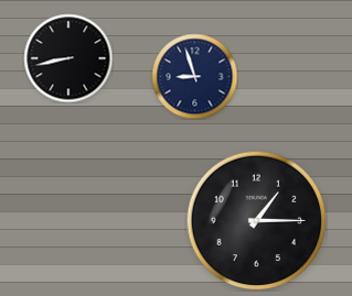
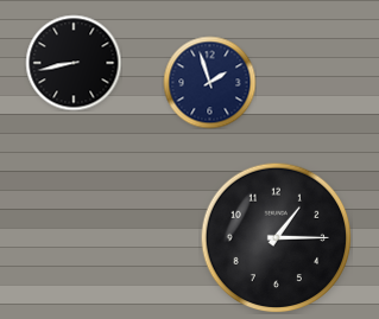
clock at (194, 76): 8:57 -> 1:57
